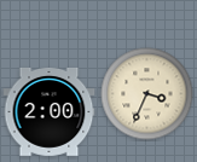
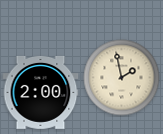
clock at (147, 94): 3:34 -> 1:58
